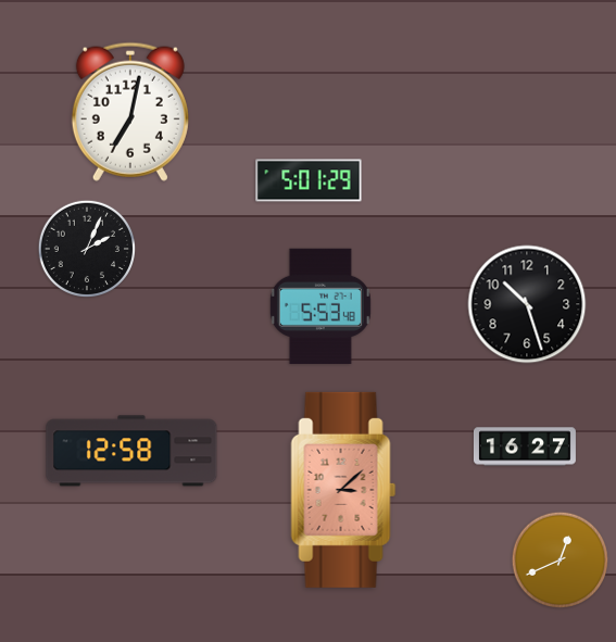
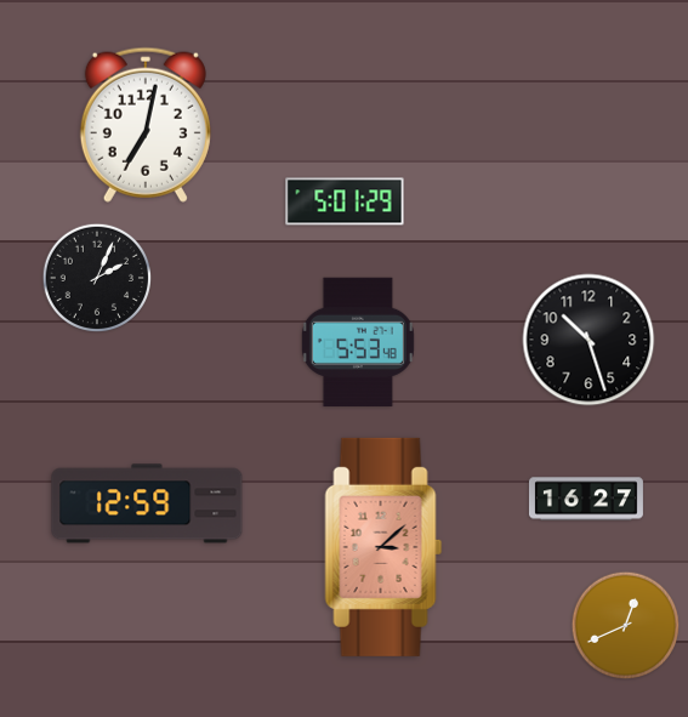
clock at (131, 451): 12:58 -> 12:59
